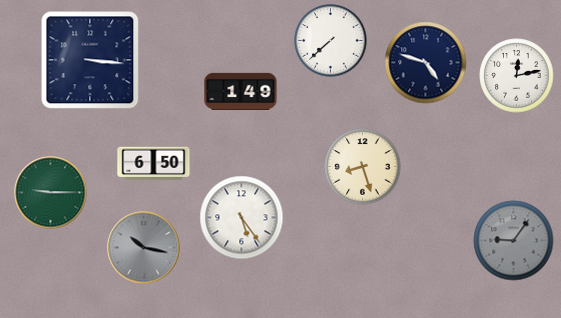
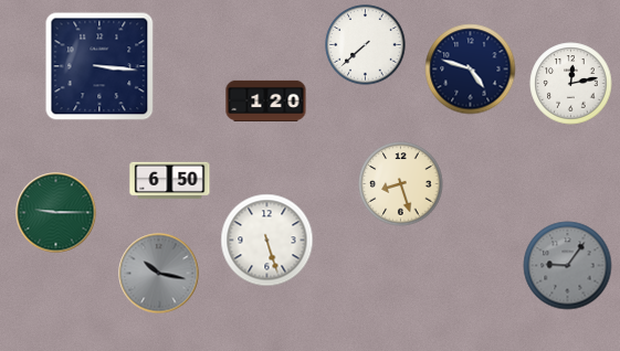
clock at (241, 91): 1:49 -> 1:20
clock at (242, 218): 5:24 -> 5:27
